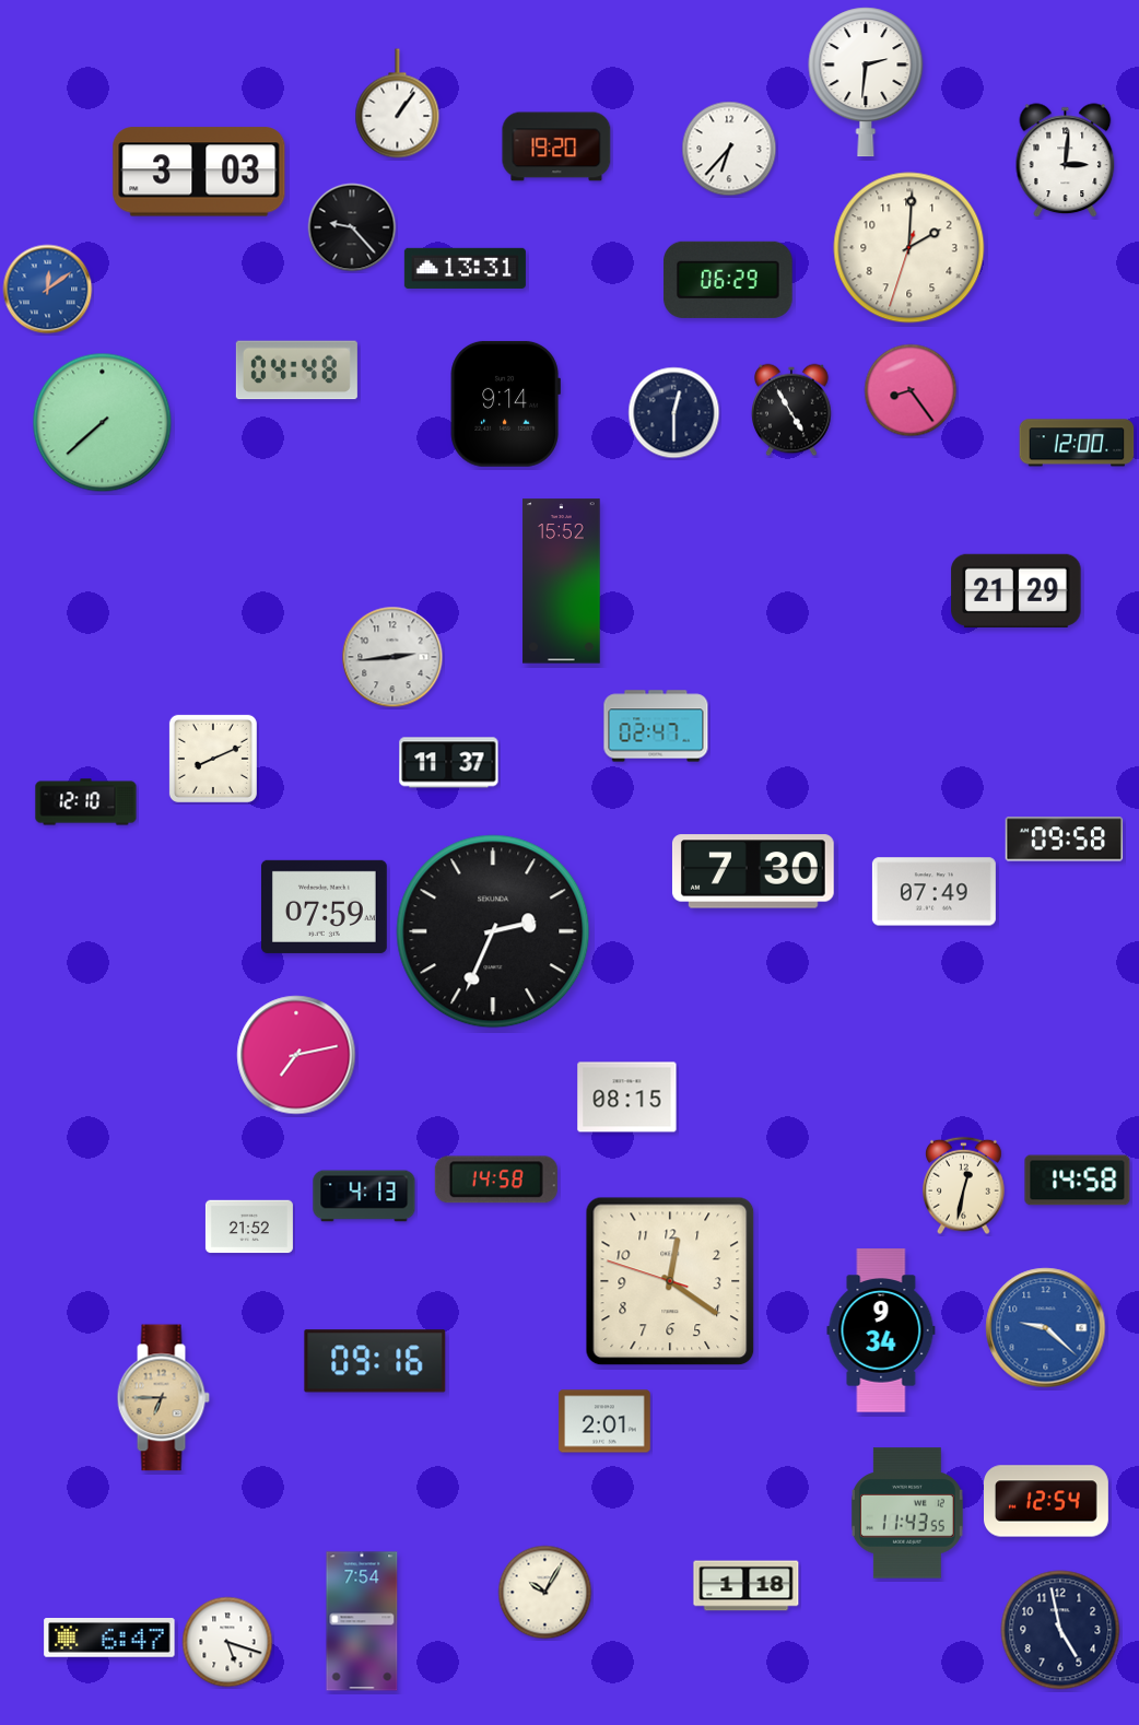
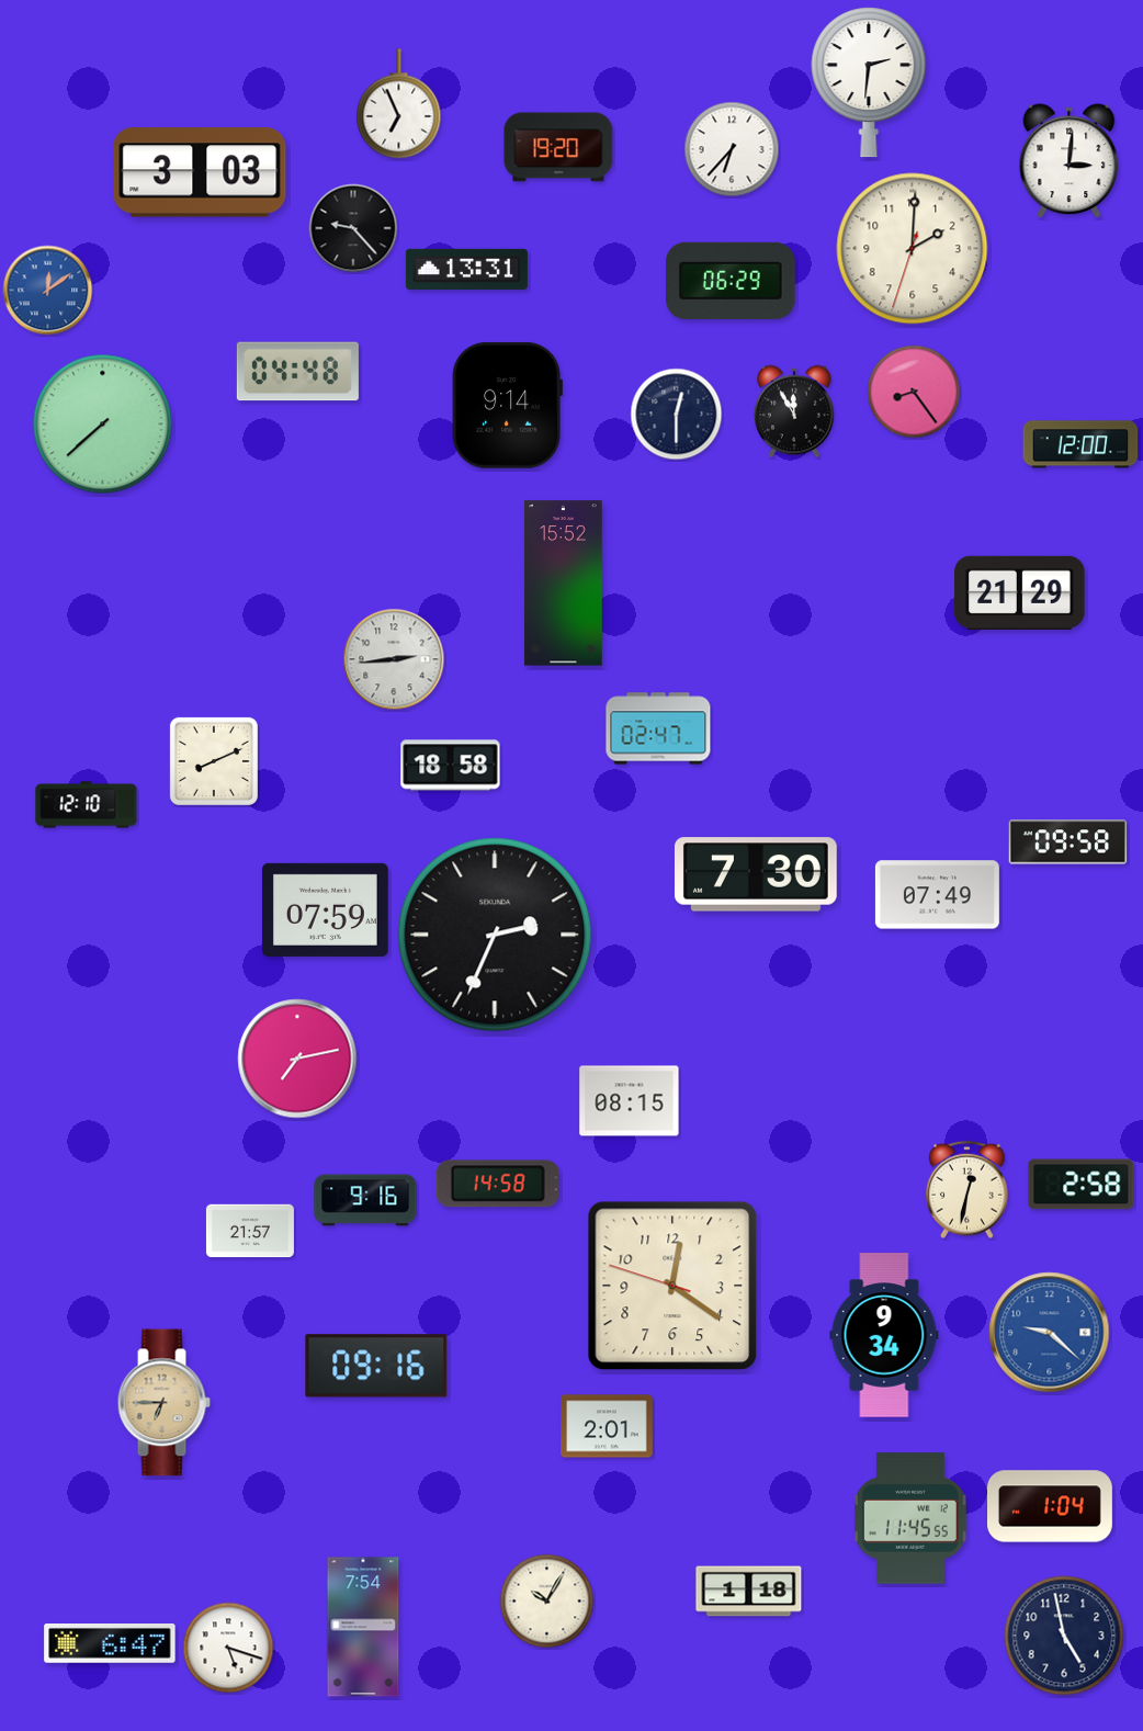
clock at (398, 104): 1:06 -> 6:56
clock at (792, 410): 4:55 -> 11:55
clock at (449, 763): 11:37 -> 18:58
clock at (1078, 1181): 14:58 -> 2:58
clock at (364, 1196): 4:13 -> 9:16
clock at (249, 1227): 21:52 -> 21:57
clock at (1047, 1501): 12:54 -> 1:04
clock at (907, 1513): 11:43 -> 11:45
clock at (545, 1593) position: (545, 1593) -> (547, 1602)
